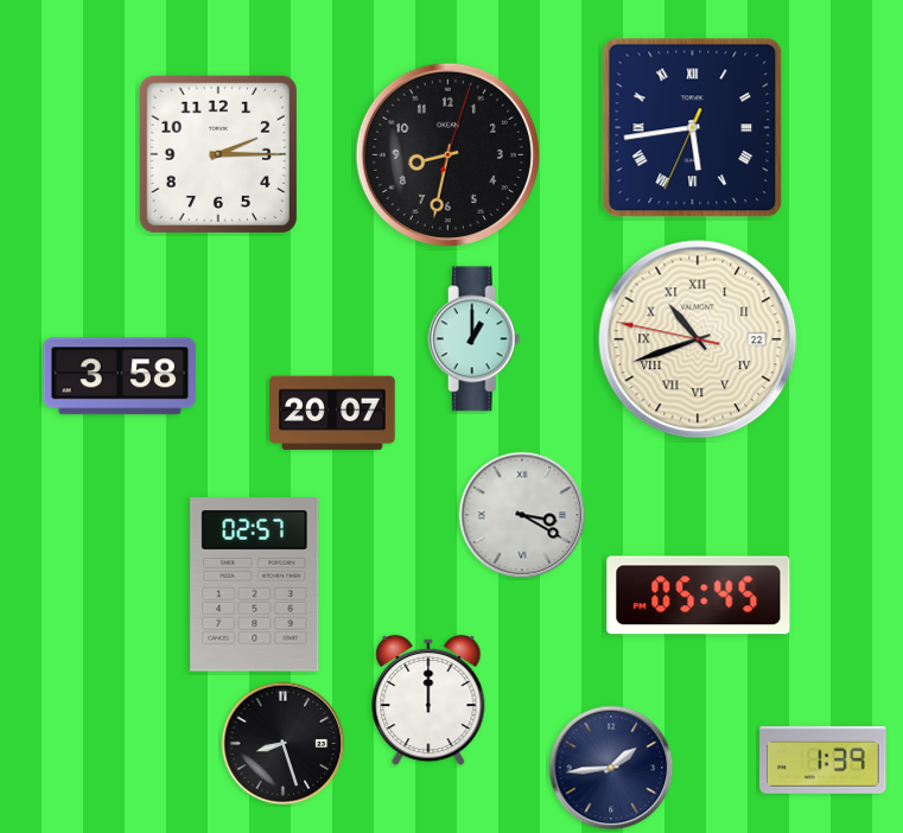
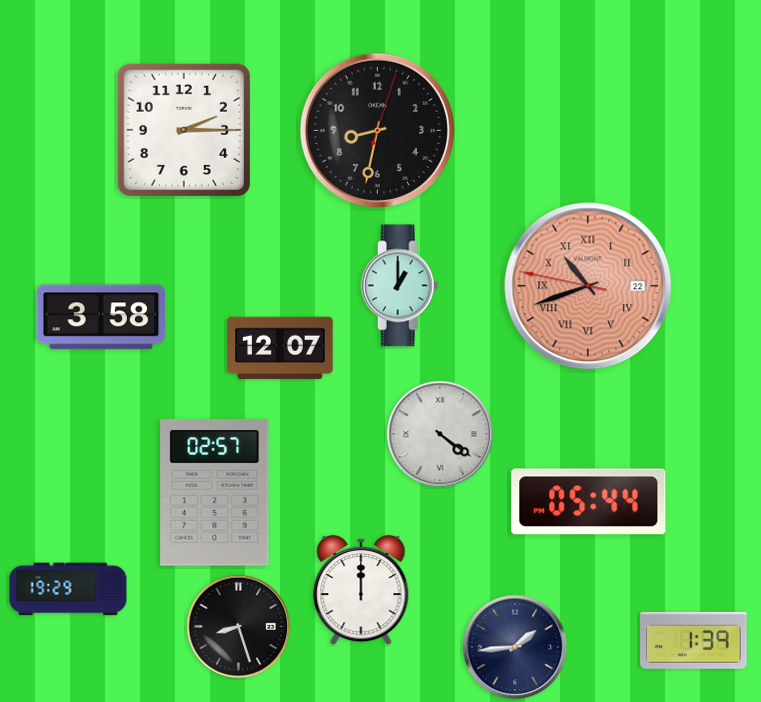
clock at (693, 128): 5:43 -> none
clock at (698, 339) dial: cream -> salmon
clock at (332, 413): 20:07 -> 12:07
clock at (522, 515): 3:20 -> 4:21
clock at (699, 596): 05:45 -> 05:44
clock at (68, 589): none -> 19:29
